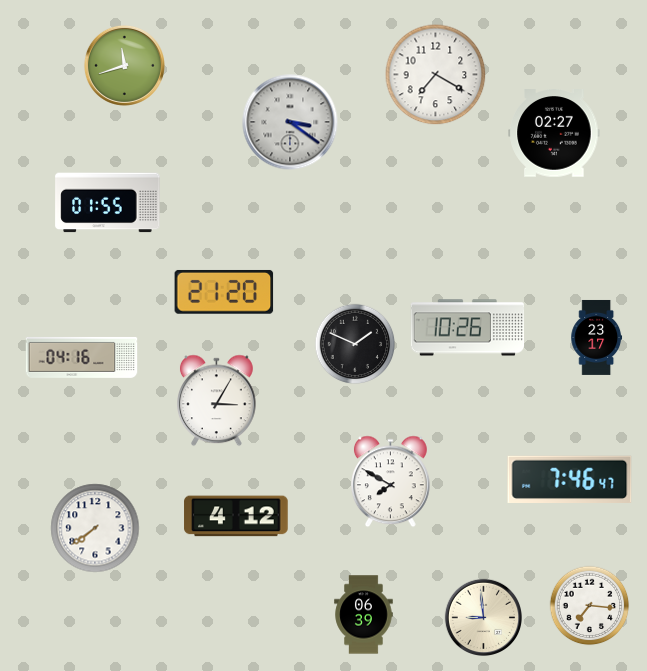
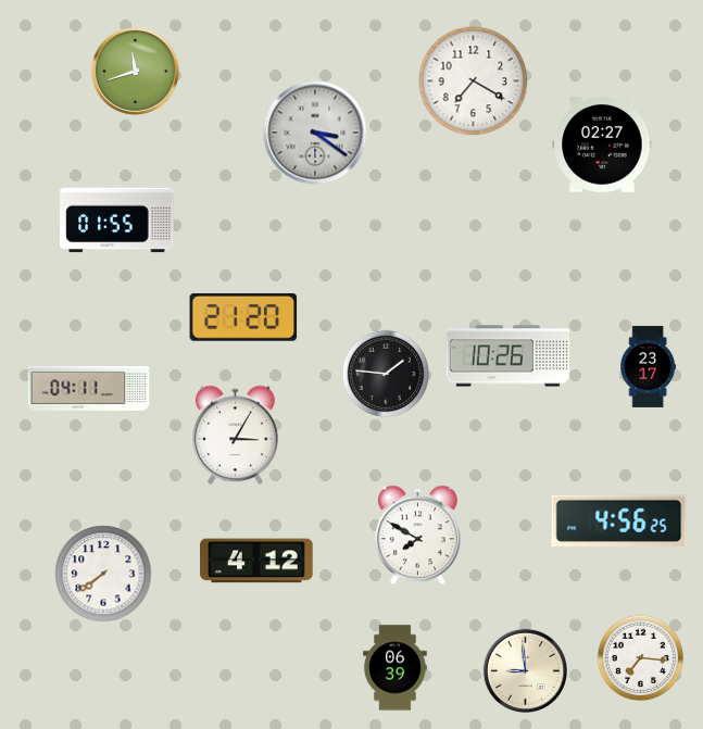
clock at (355, 344): 1:49 -> 1:46
clock at (82, 357): 04:16 -> 04:11
clock at (570, 479): 7:46 -> 4:56
clock at (391, 482) position: (391, 482) -> (418, 536)
